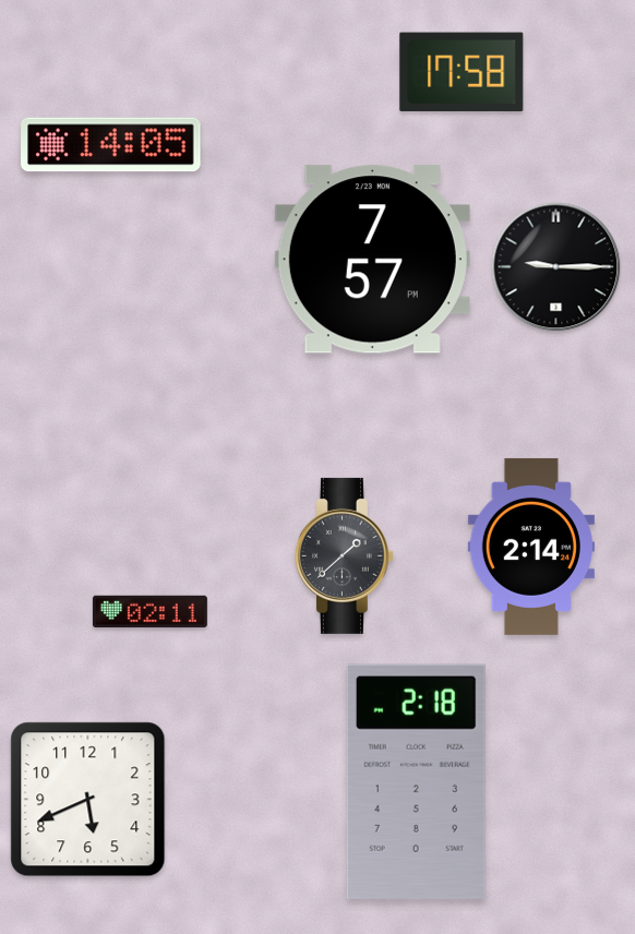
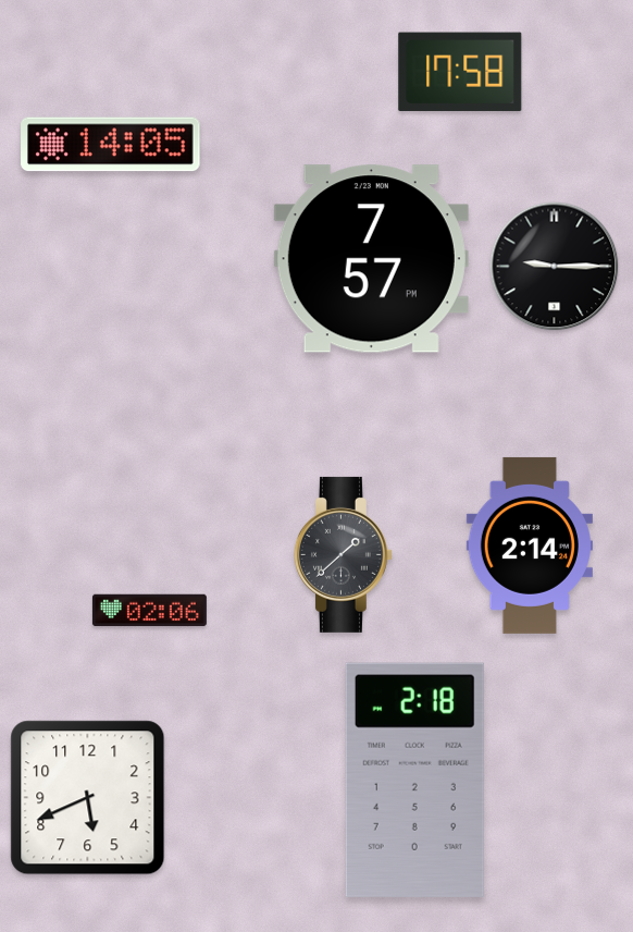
clock at (149, 612): 02:11 -> 02:06
